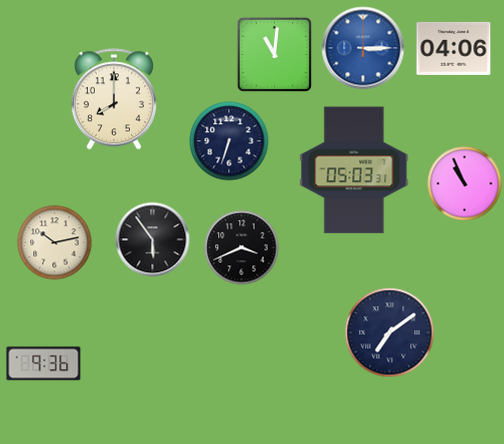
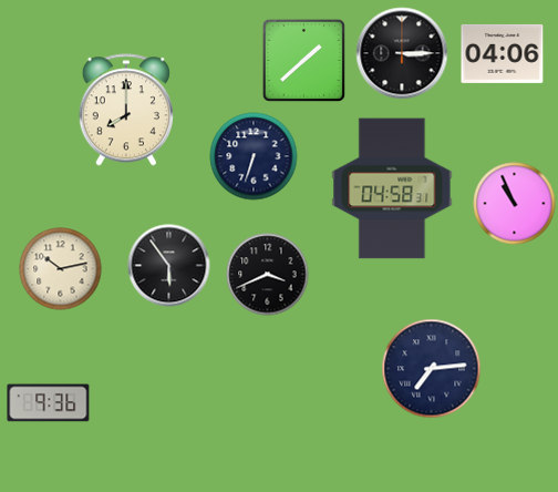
clock at (363, 48) dial: blue -> black
clock at (274, 54): 11:01 -> 1:38
clock at (354, 170): 05:03 -> 04:58
clock at (390, 333): 7:09 -> 7:14
